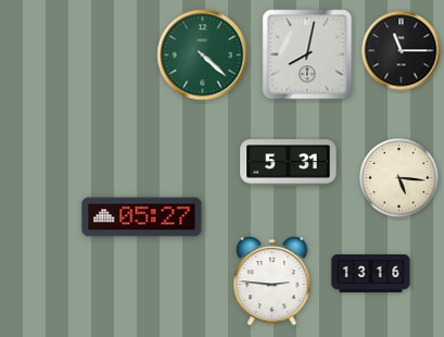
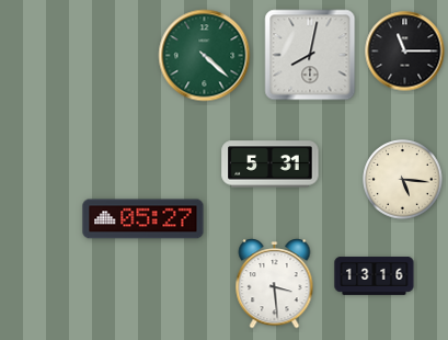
clock at (289, 163) position: (289, 163) -> (271, 165)
clock at (272, 282): 2:46 -> 3:29
